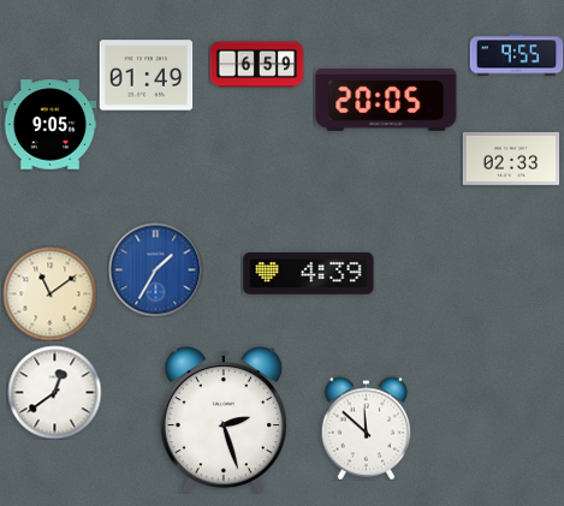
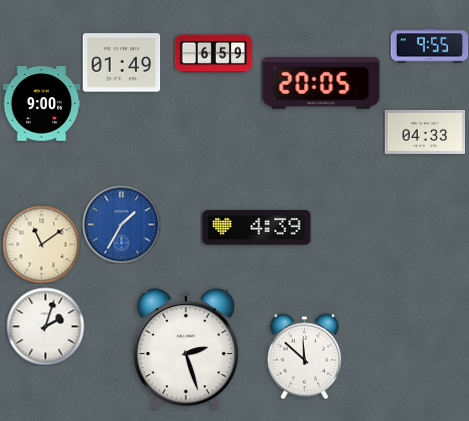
clock at (49, 125): 9:05 -> 9:00
clock at (511, 159): 02:33 -> 04:33
clock at (155, 269) position: (155, 269) -> (121, 224)
clock at (54, 392): 12:39 -> 2:03
